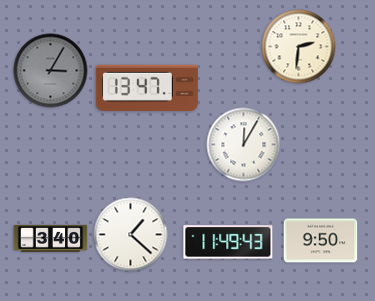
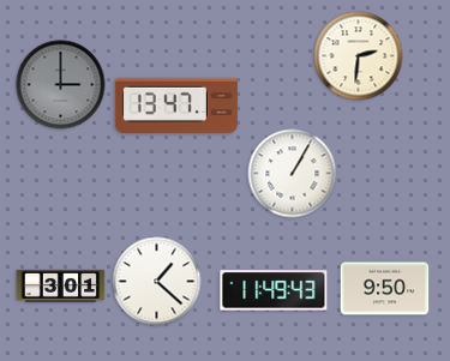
clock at (51, 71): 3:05 -> 3:00
clock at (244, 145): 12:05 -> 1:05
clock at (51, 238): 3:40 -> 3:01
